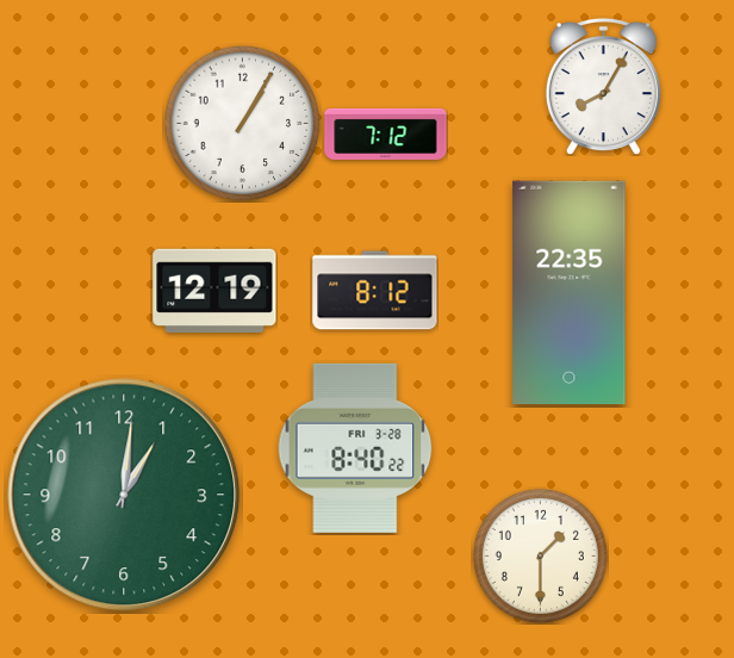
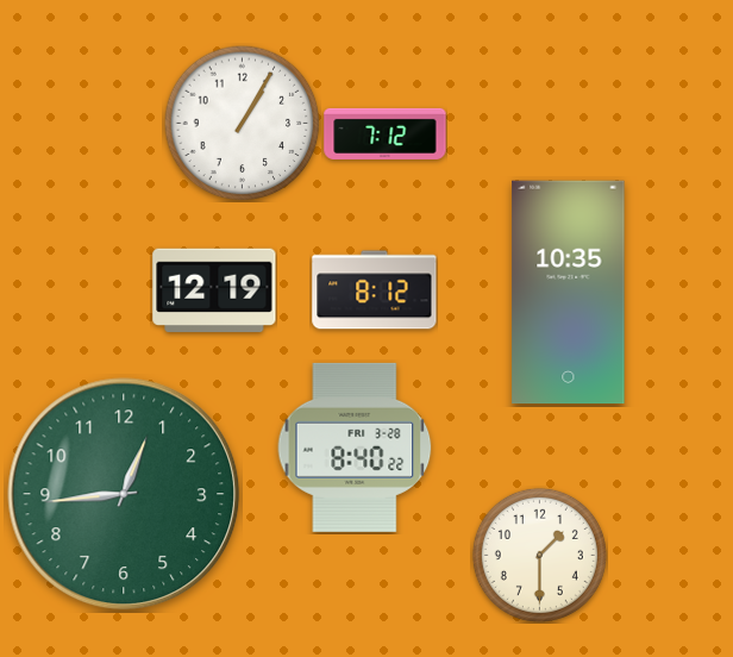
clock at (603, 86): 8:05 -> none
clock at (570, 293): 22:35 -> 10:35
clock at (124, 495): 1:01 -> 12:44
